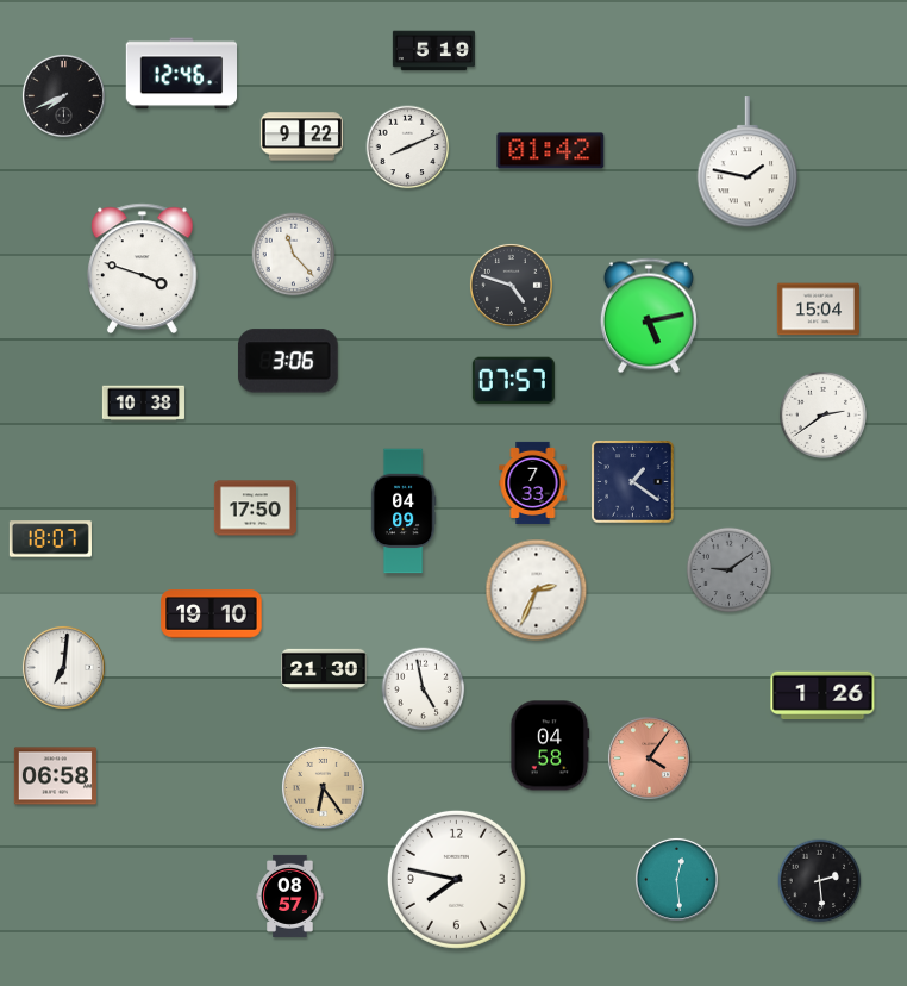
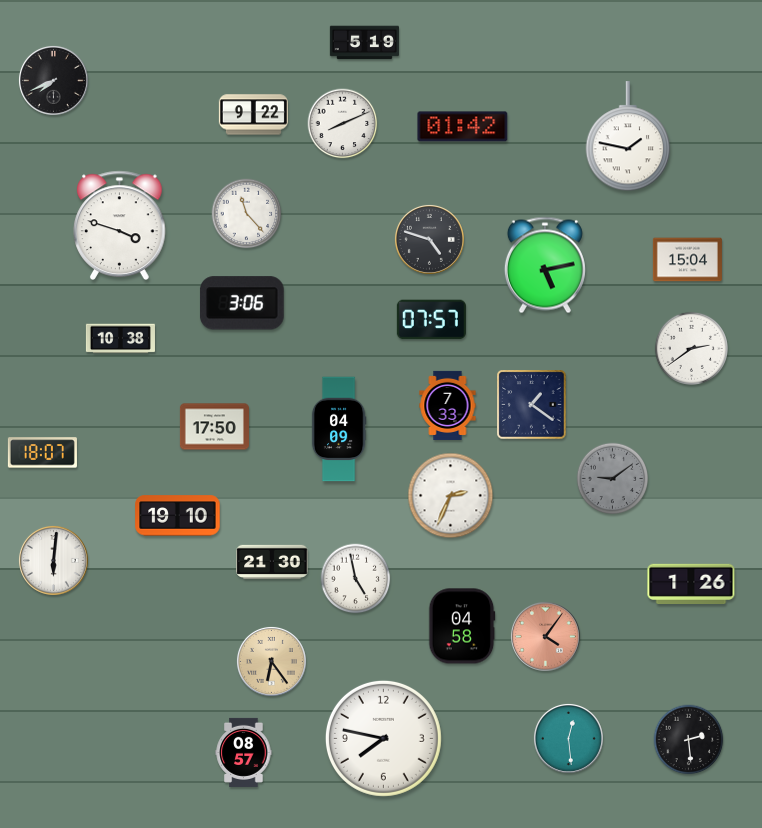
clock at (182, 74): 12:46 -> none
clock at (63, 667): 7:01 -> 6:01
clock at (55, 776): 06:58 -> none
